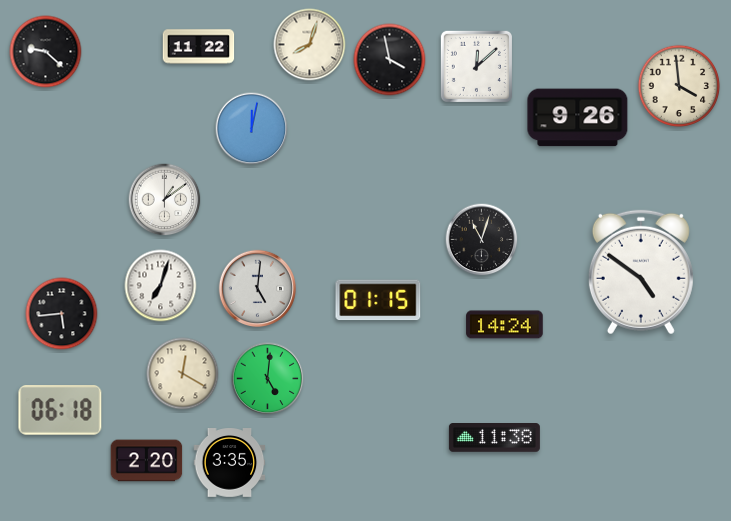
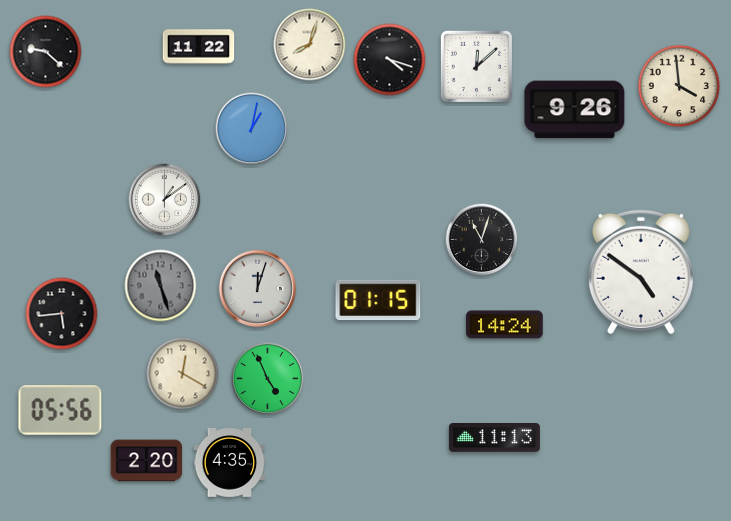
clock at (390, 60): 3:58 -> 4:18
clock at (578, 118) position: (578, 118) -> (575, 110)
clock at (252, 129): 12:02 -> 1:02
clock at (161, 286): 7:03 -> 11:27
clock at (161, 286) dial: white -> grey
clock at (258, 289): 5:01 -> 12:03
clock at (268, 379): 5:01 -> 4:56
clock at (60, 411): 06:18 -> 05:56
clock at (494, 438): 11:38 -> 11:13
clock at (230, 463): 3:35 -> 4:35
